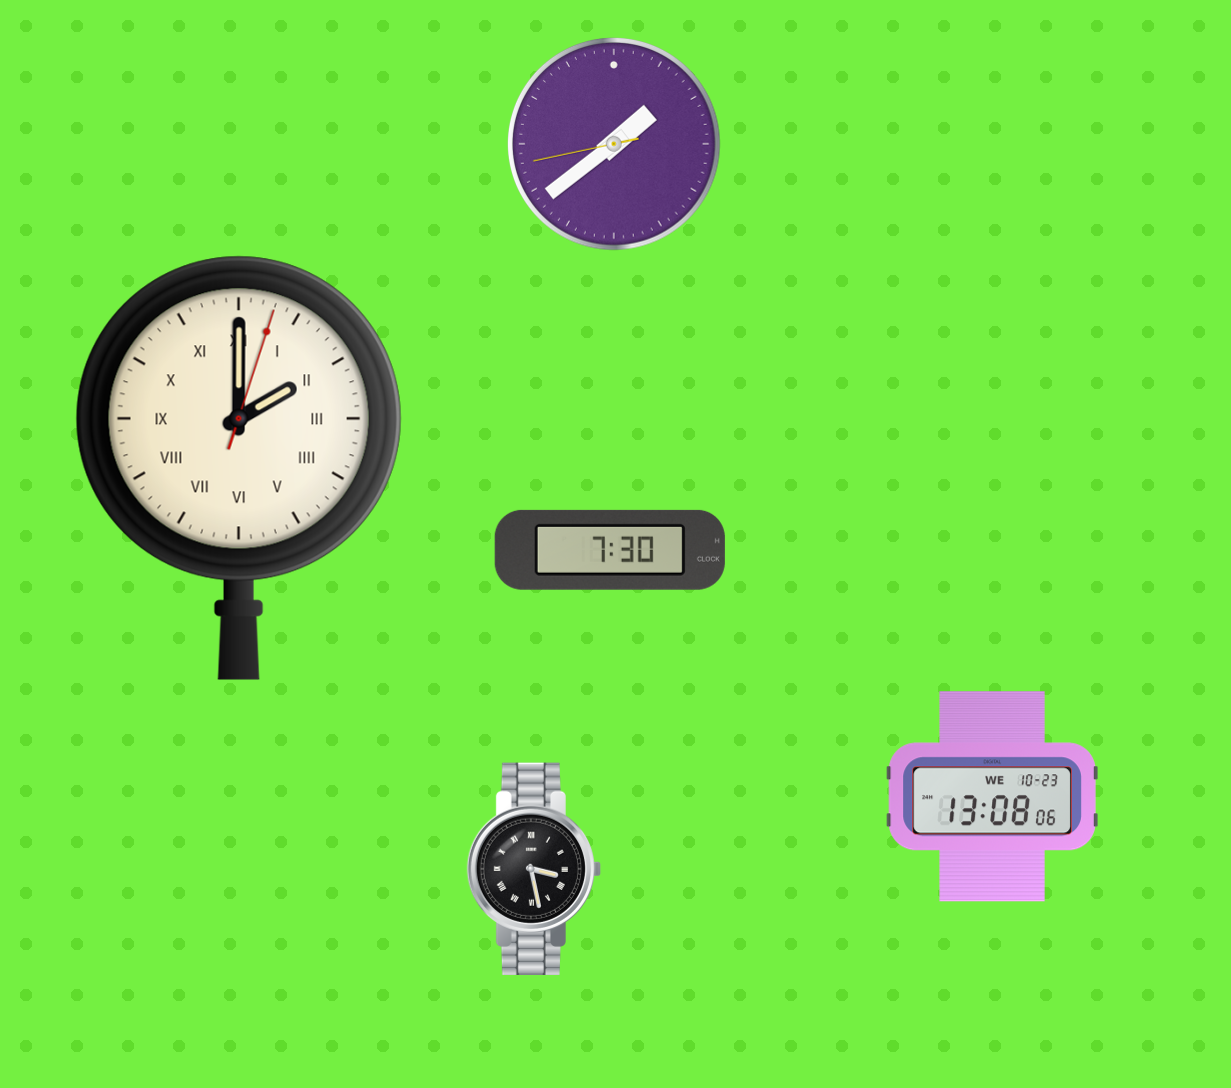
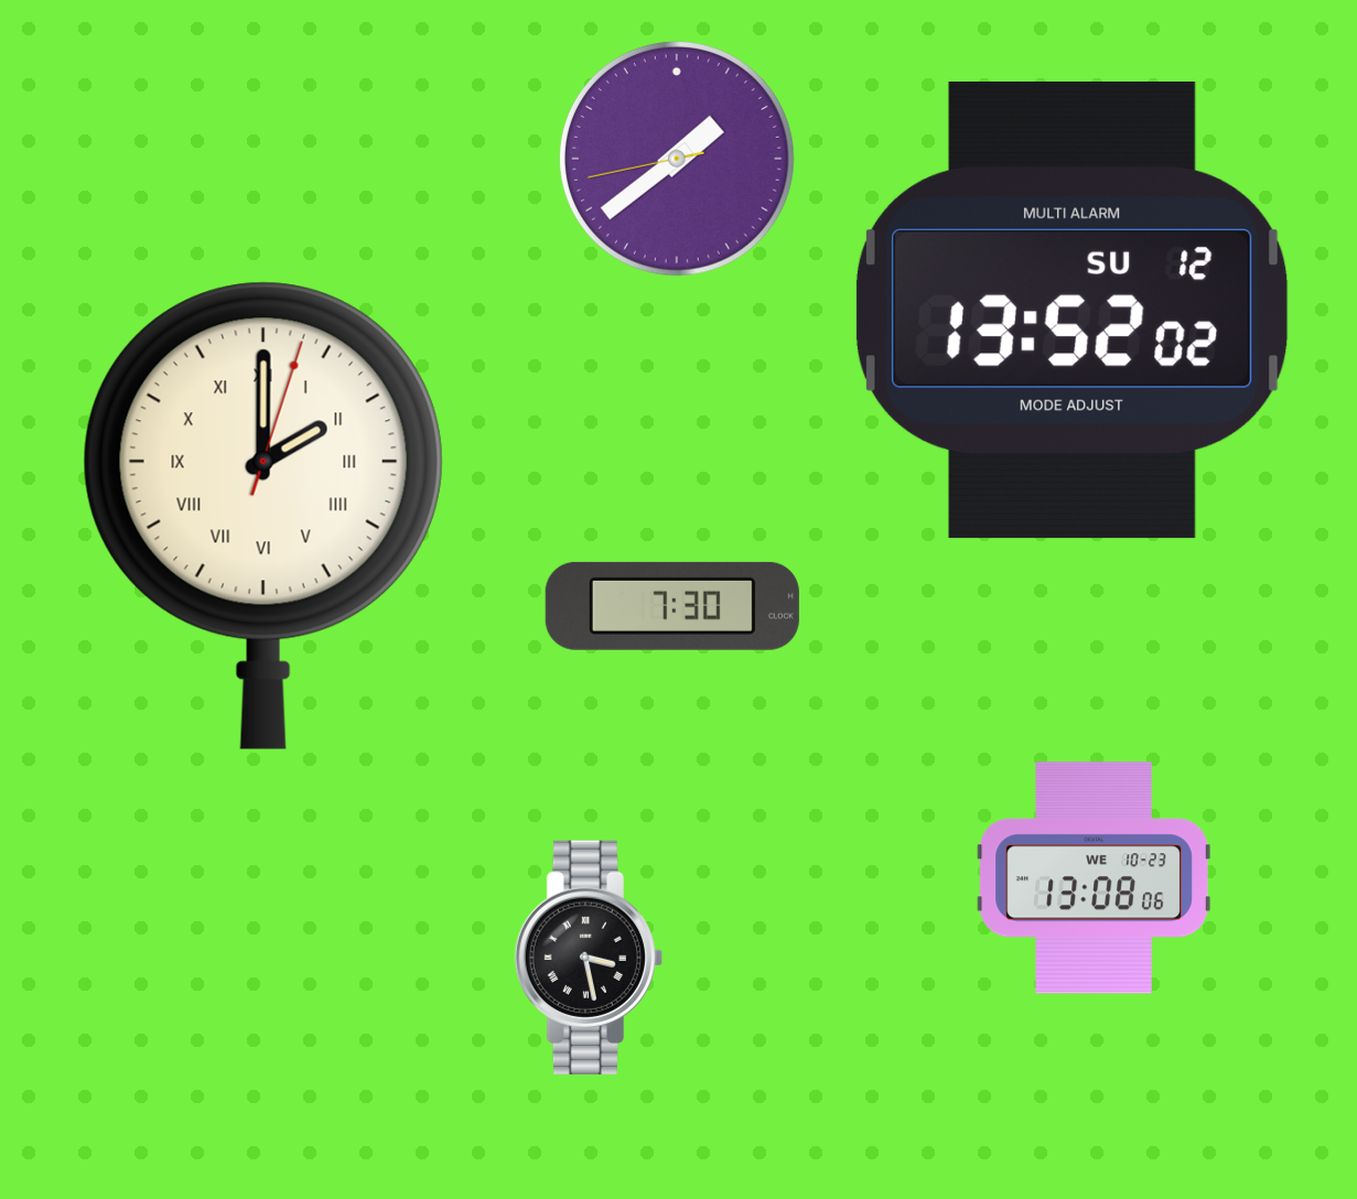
clock at (1071, 311): none -> 13:52
